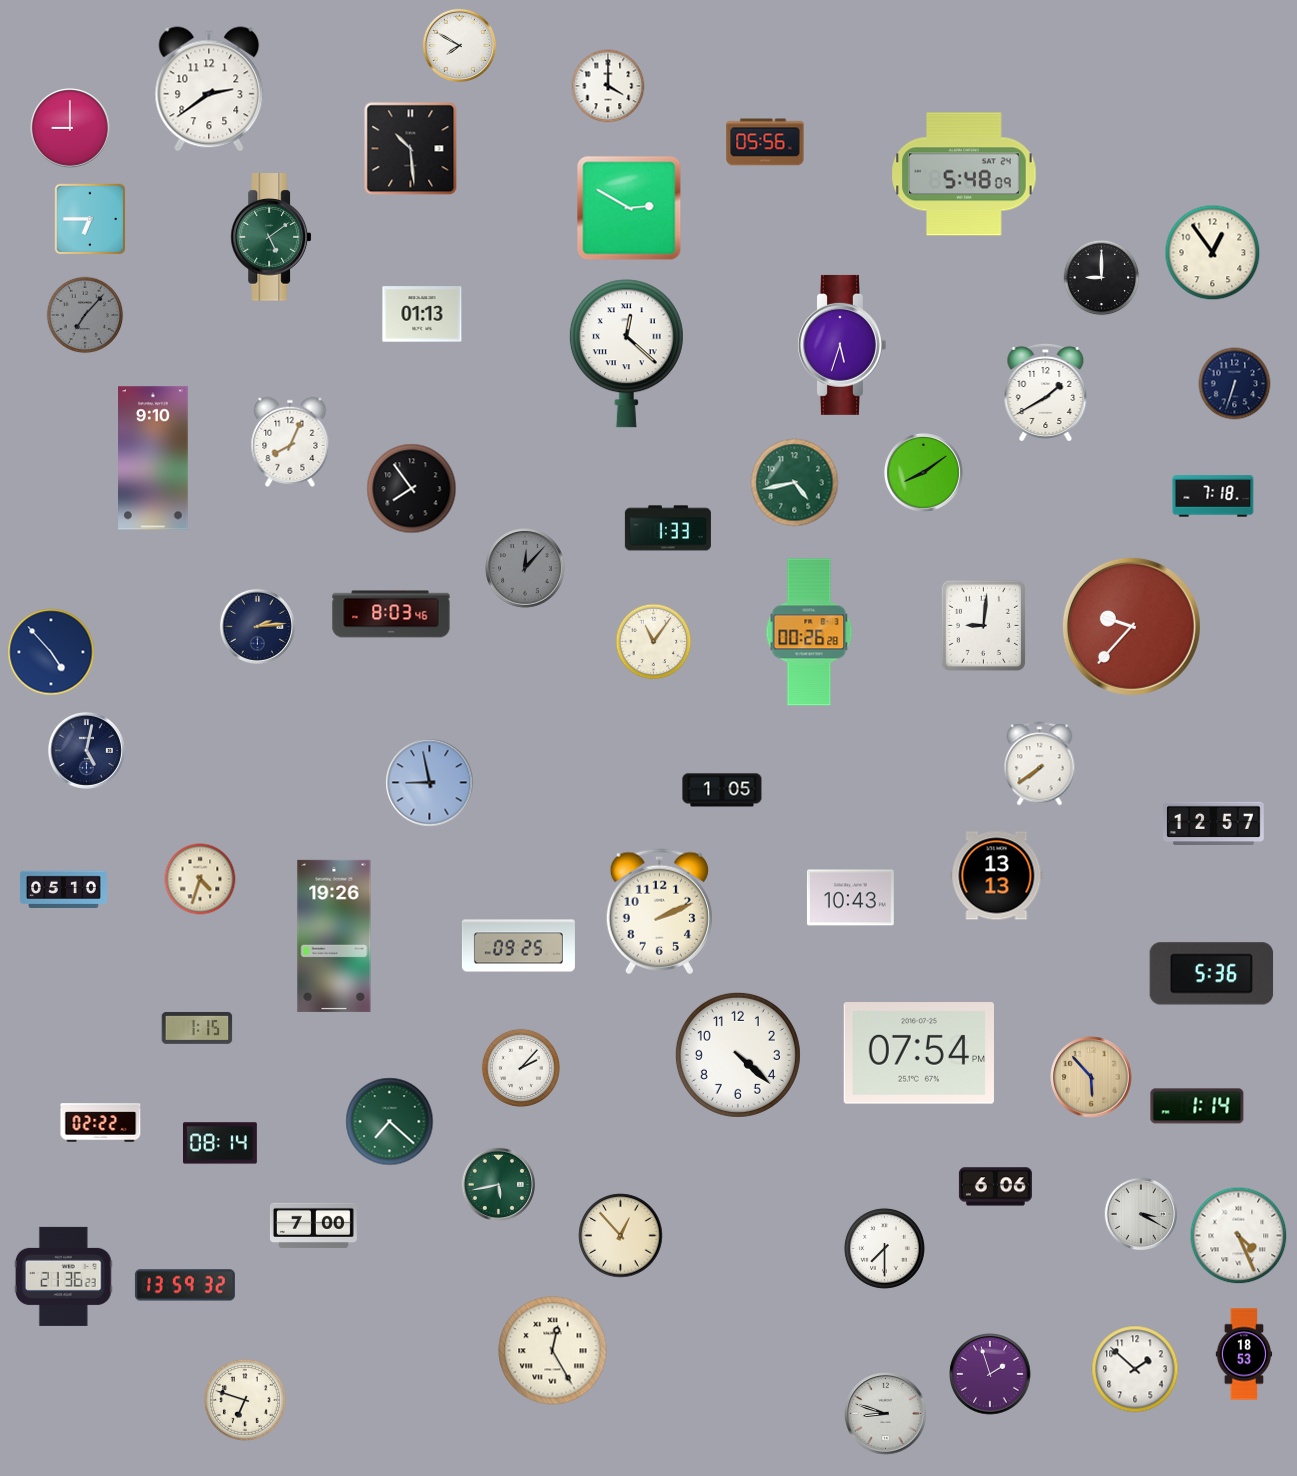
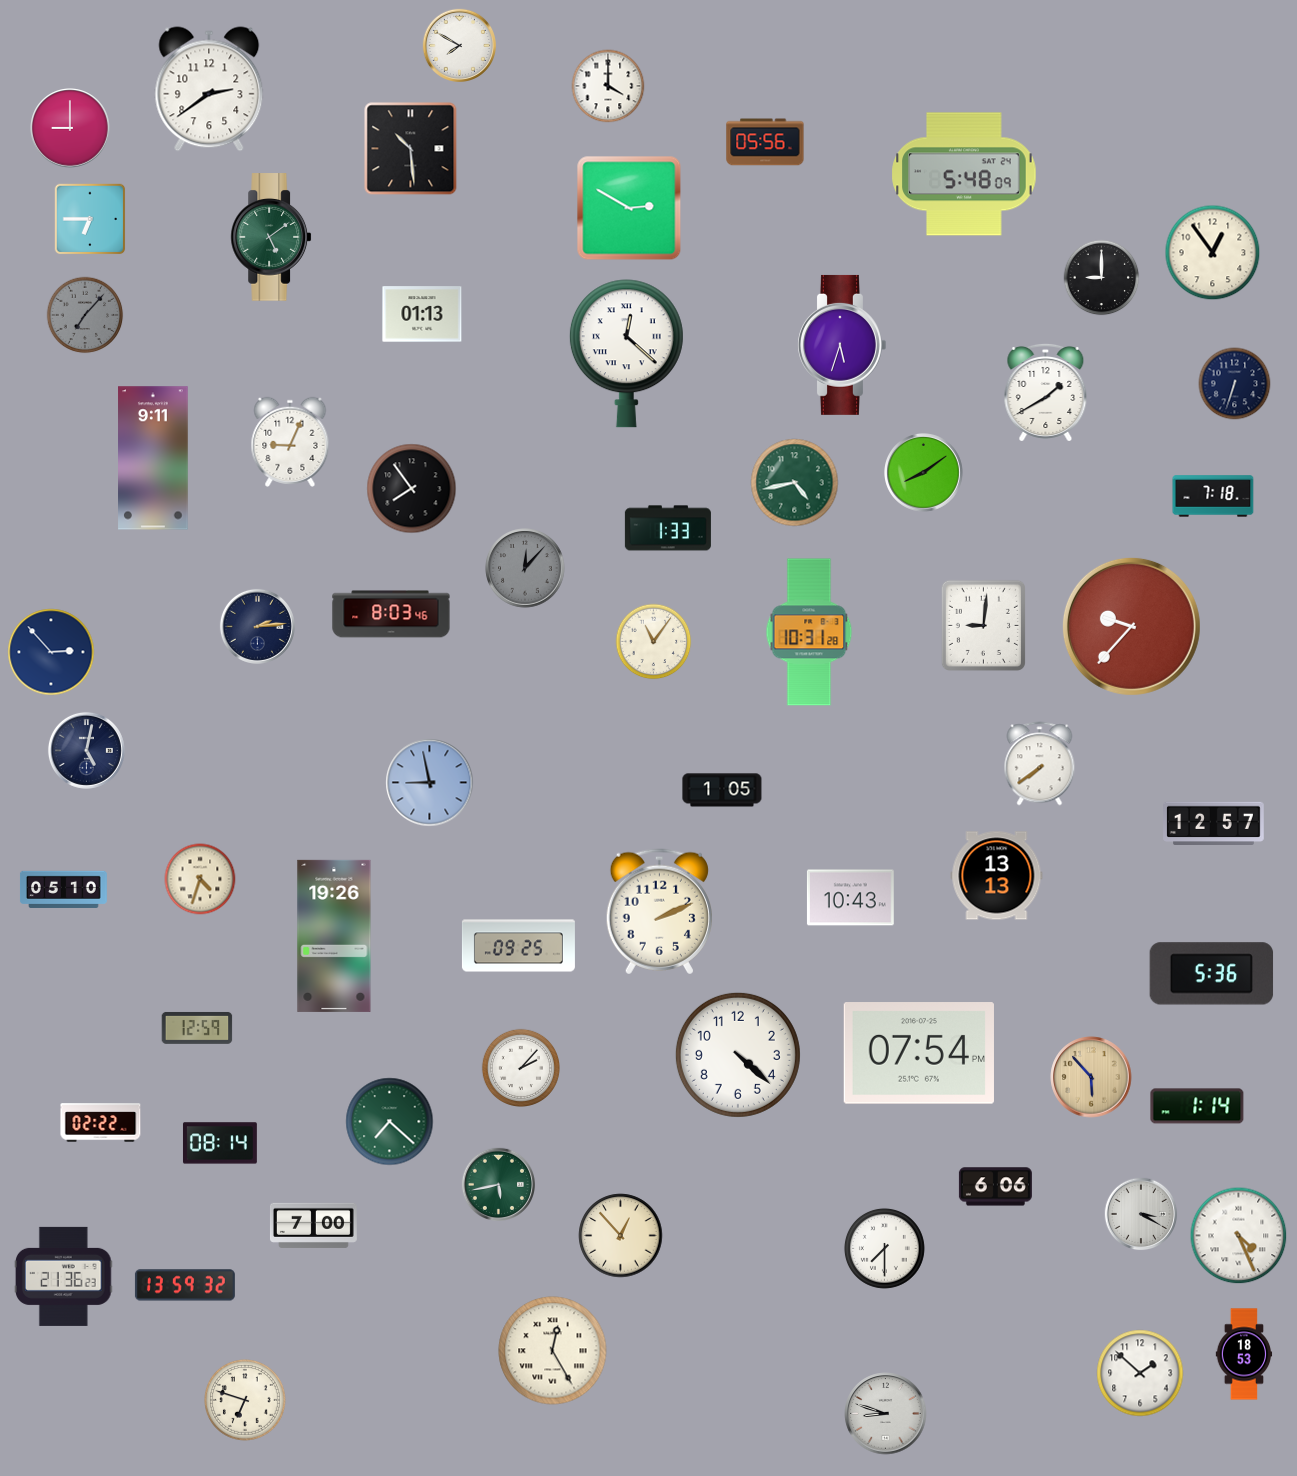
clock at (290, 442): 8:04 -> 9:04
clock at (153, 458): 9:10 -> 9:11
clock at (809, 632): 00:26 -> 10:31
clock at (51, 652): 4:53 -> 2:53
clock at (197, 1028): 1:15 -> 12:59
clock at (1135, 1369) position: (1135, 1369) -> (1140, 1373)
clock at (990, 1374): 1:57 -> none
